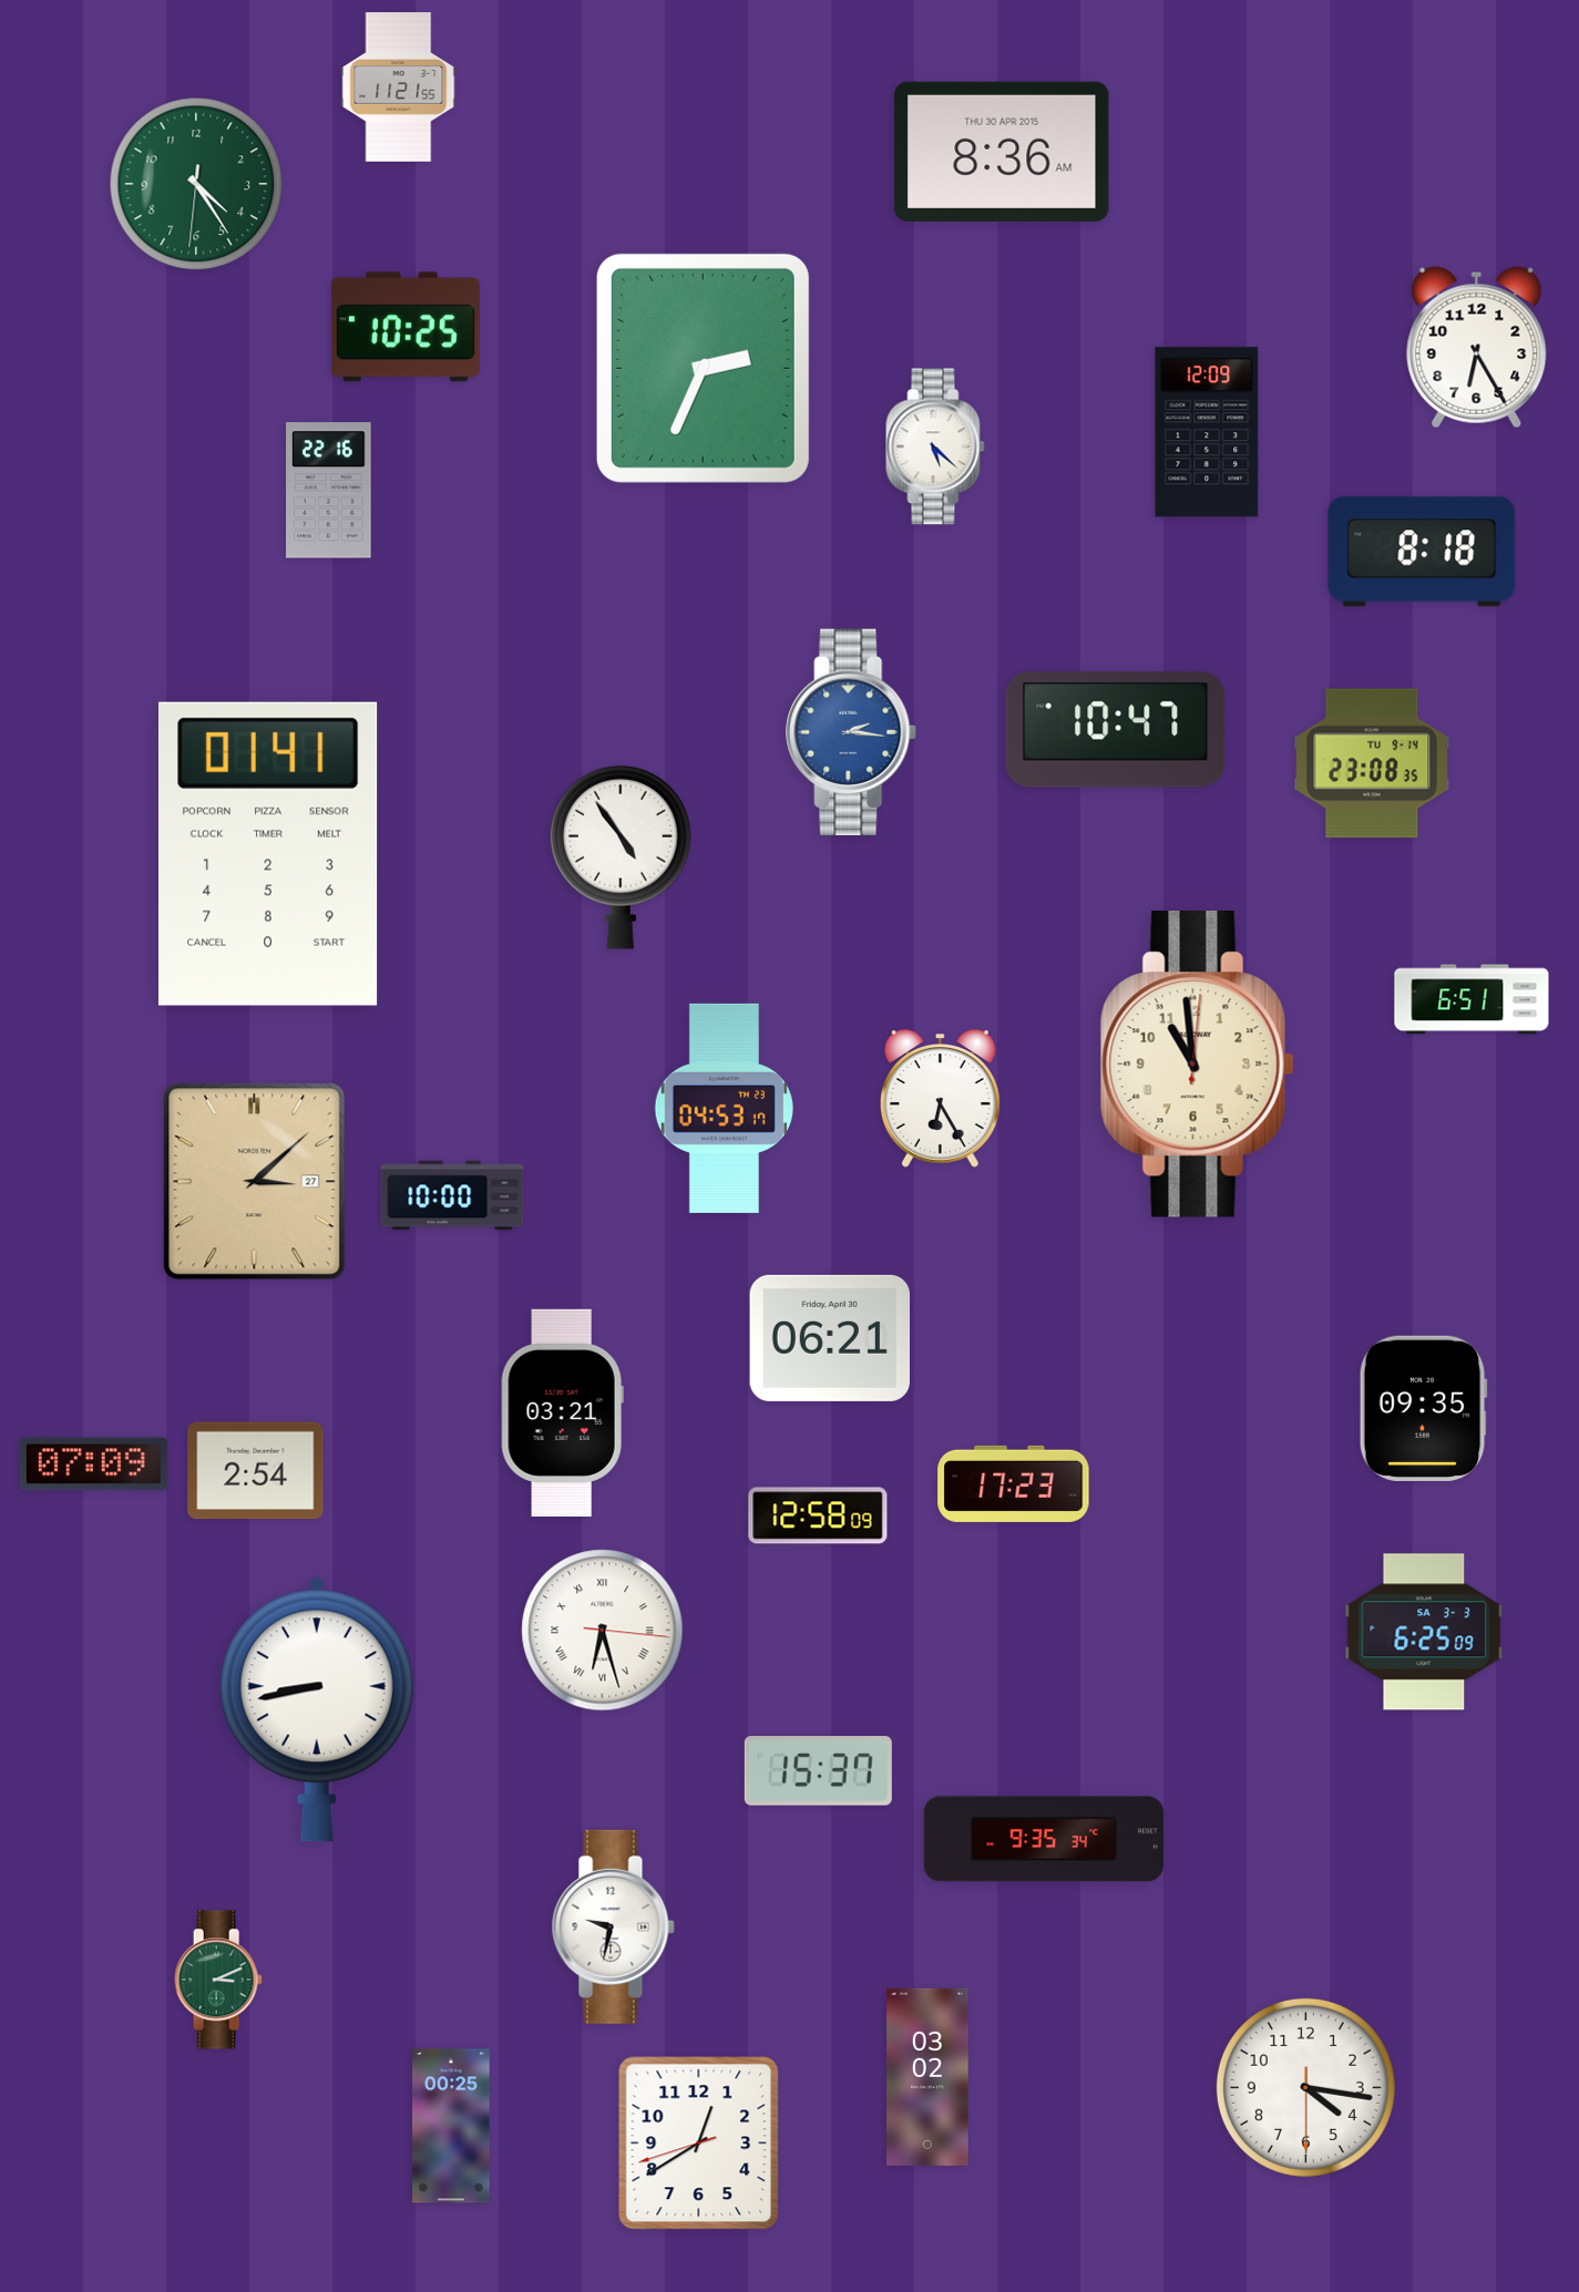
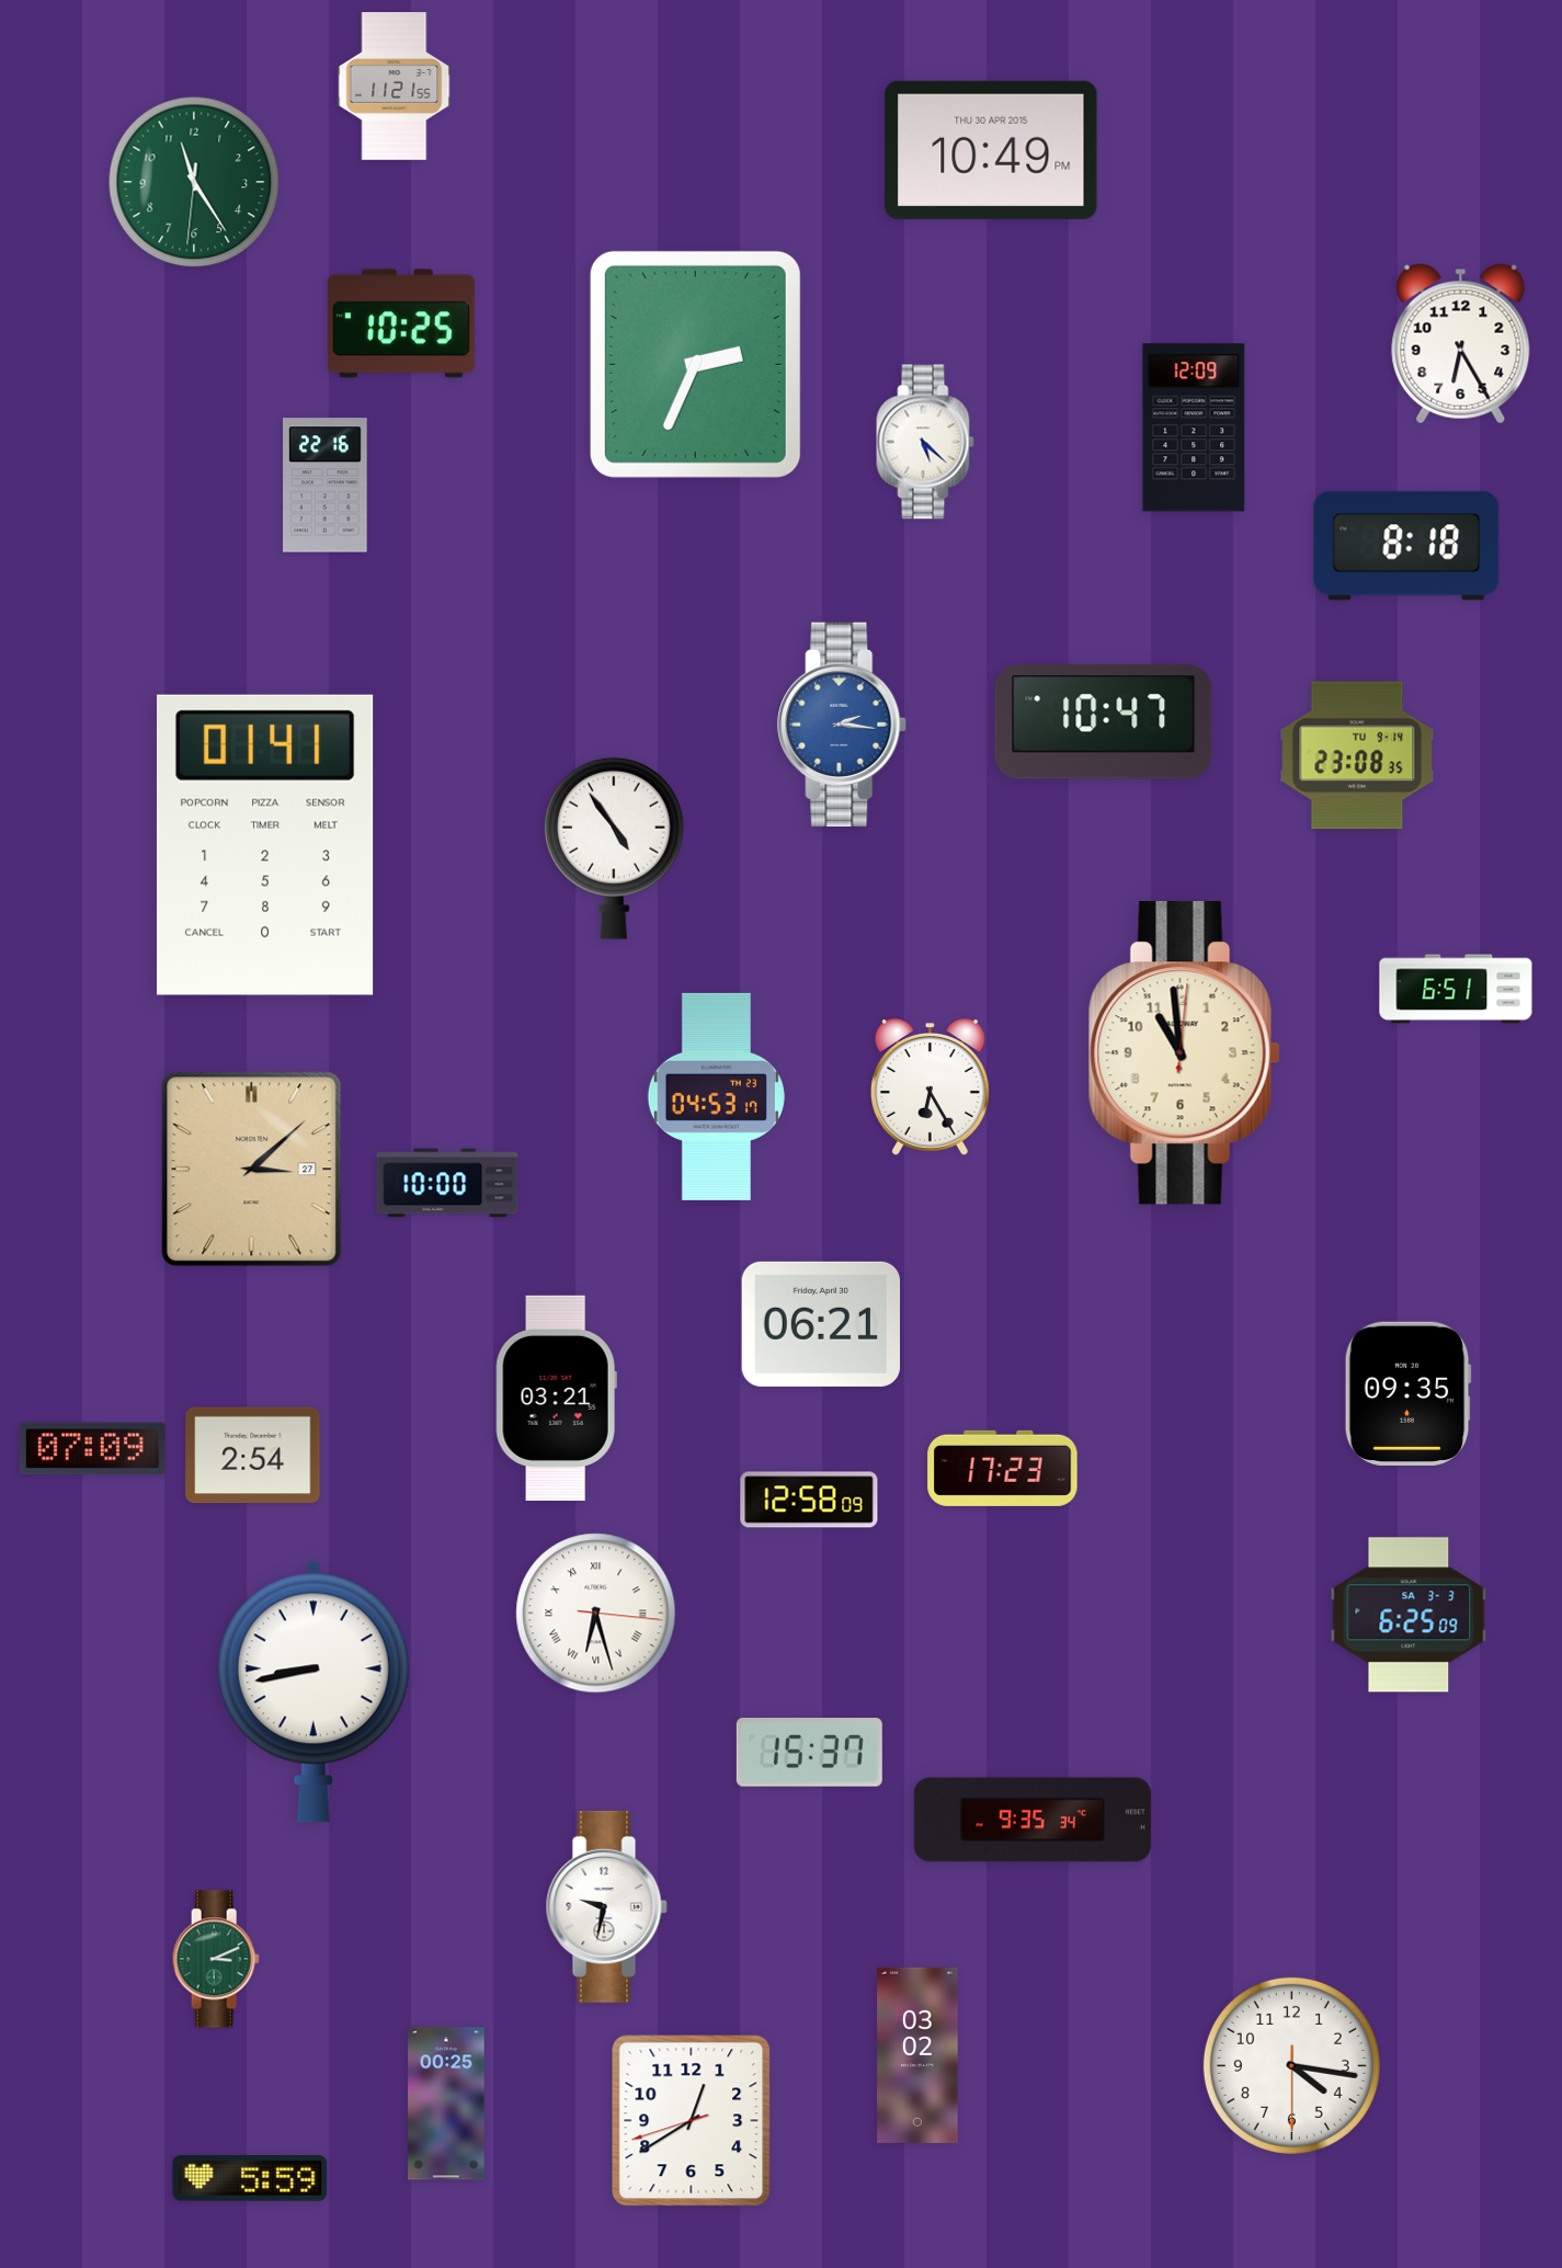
clock at (1002, 152): 8:36 -> 10:49
clock at (196, 184): 4:24 -> 11:24
clock at (250, 2179): none -> 5:59
